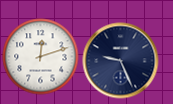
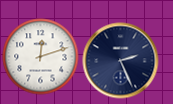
clock at (121, 61): 9:26 -> 2:26
